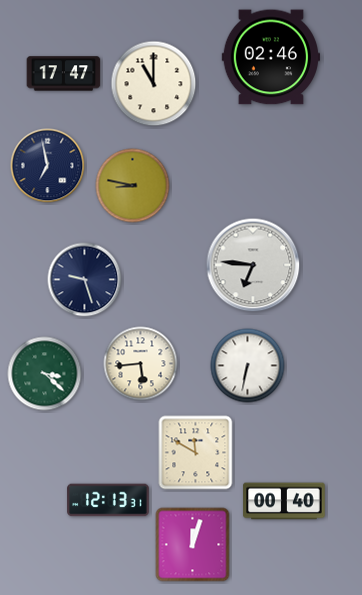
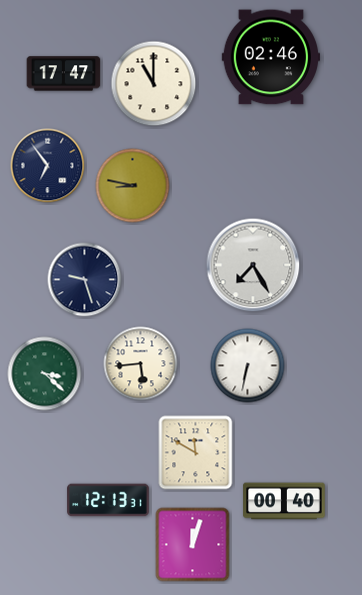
clock at (48, 166): 6:58 -> 6:54
clock at (253, 265): 6:46 -> 7:25
